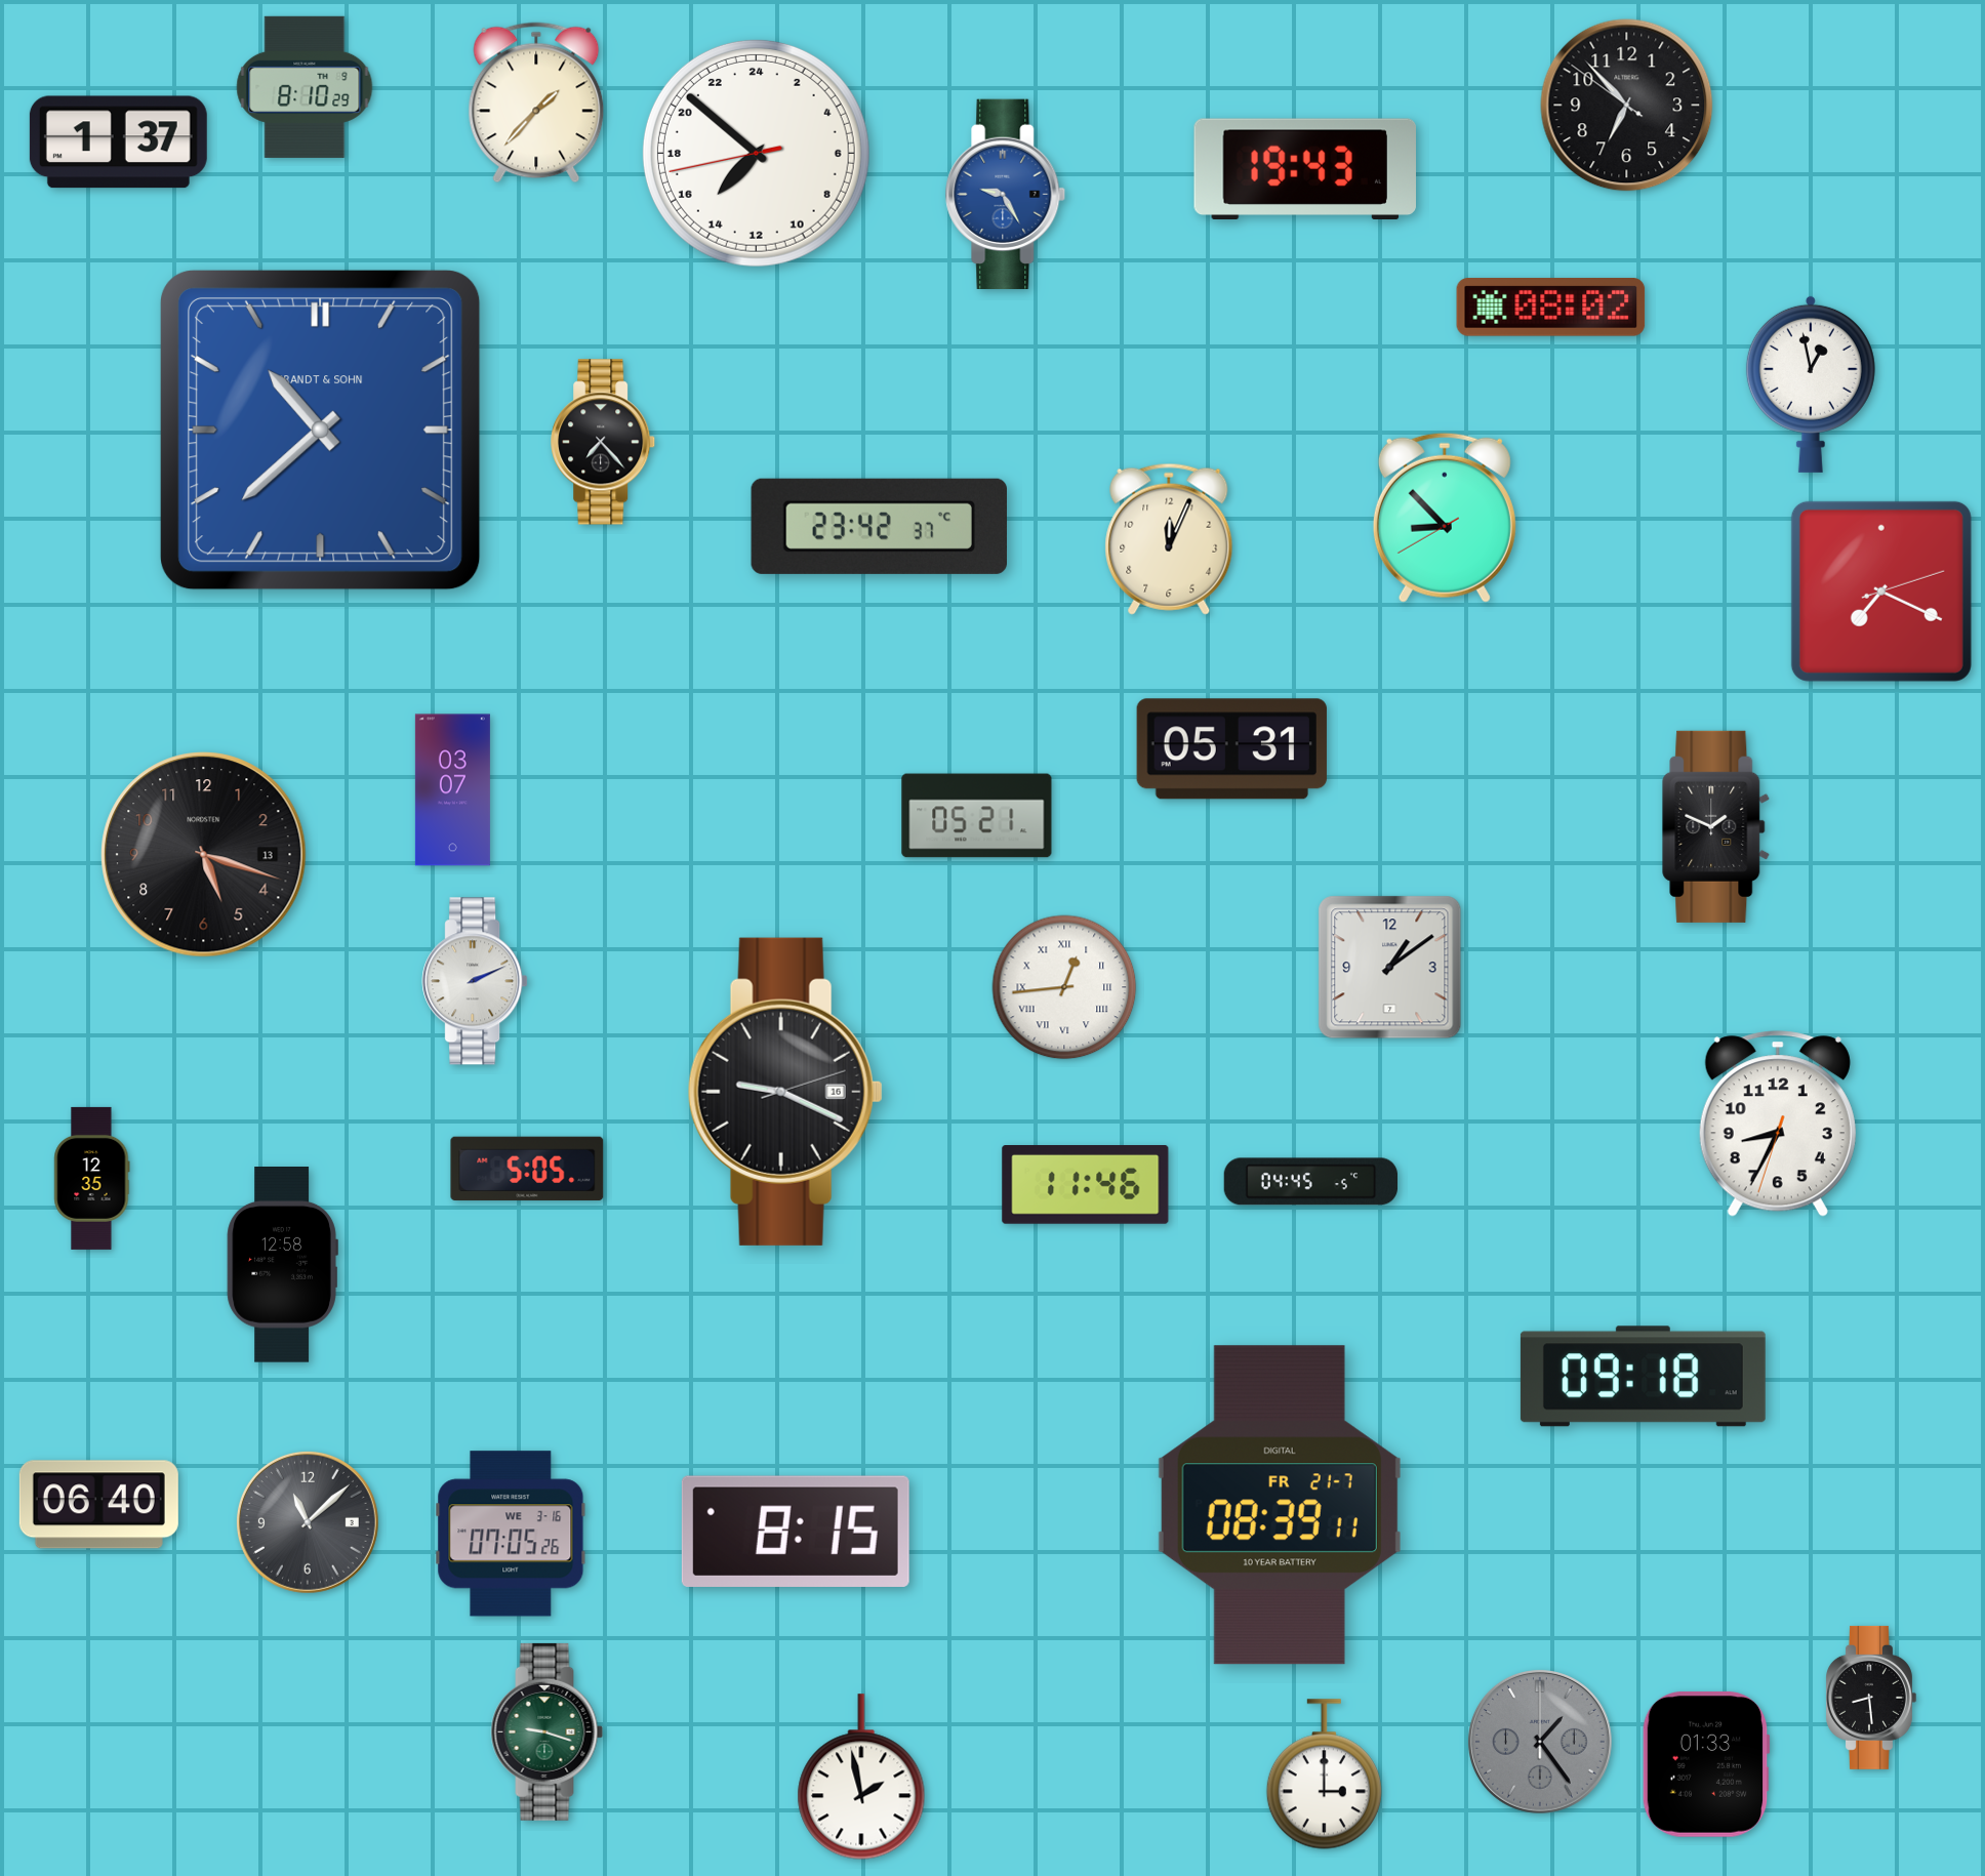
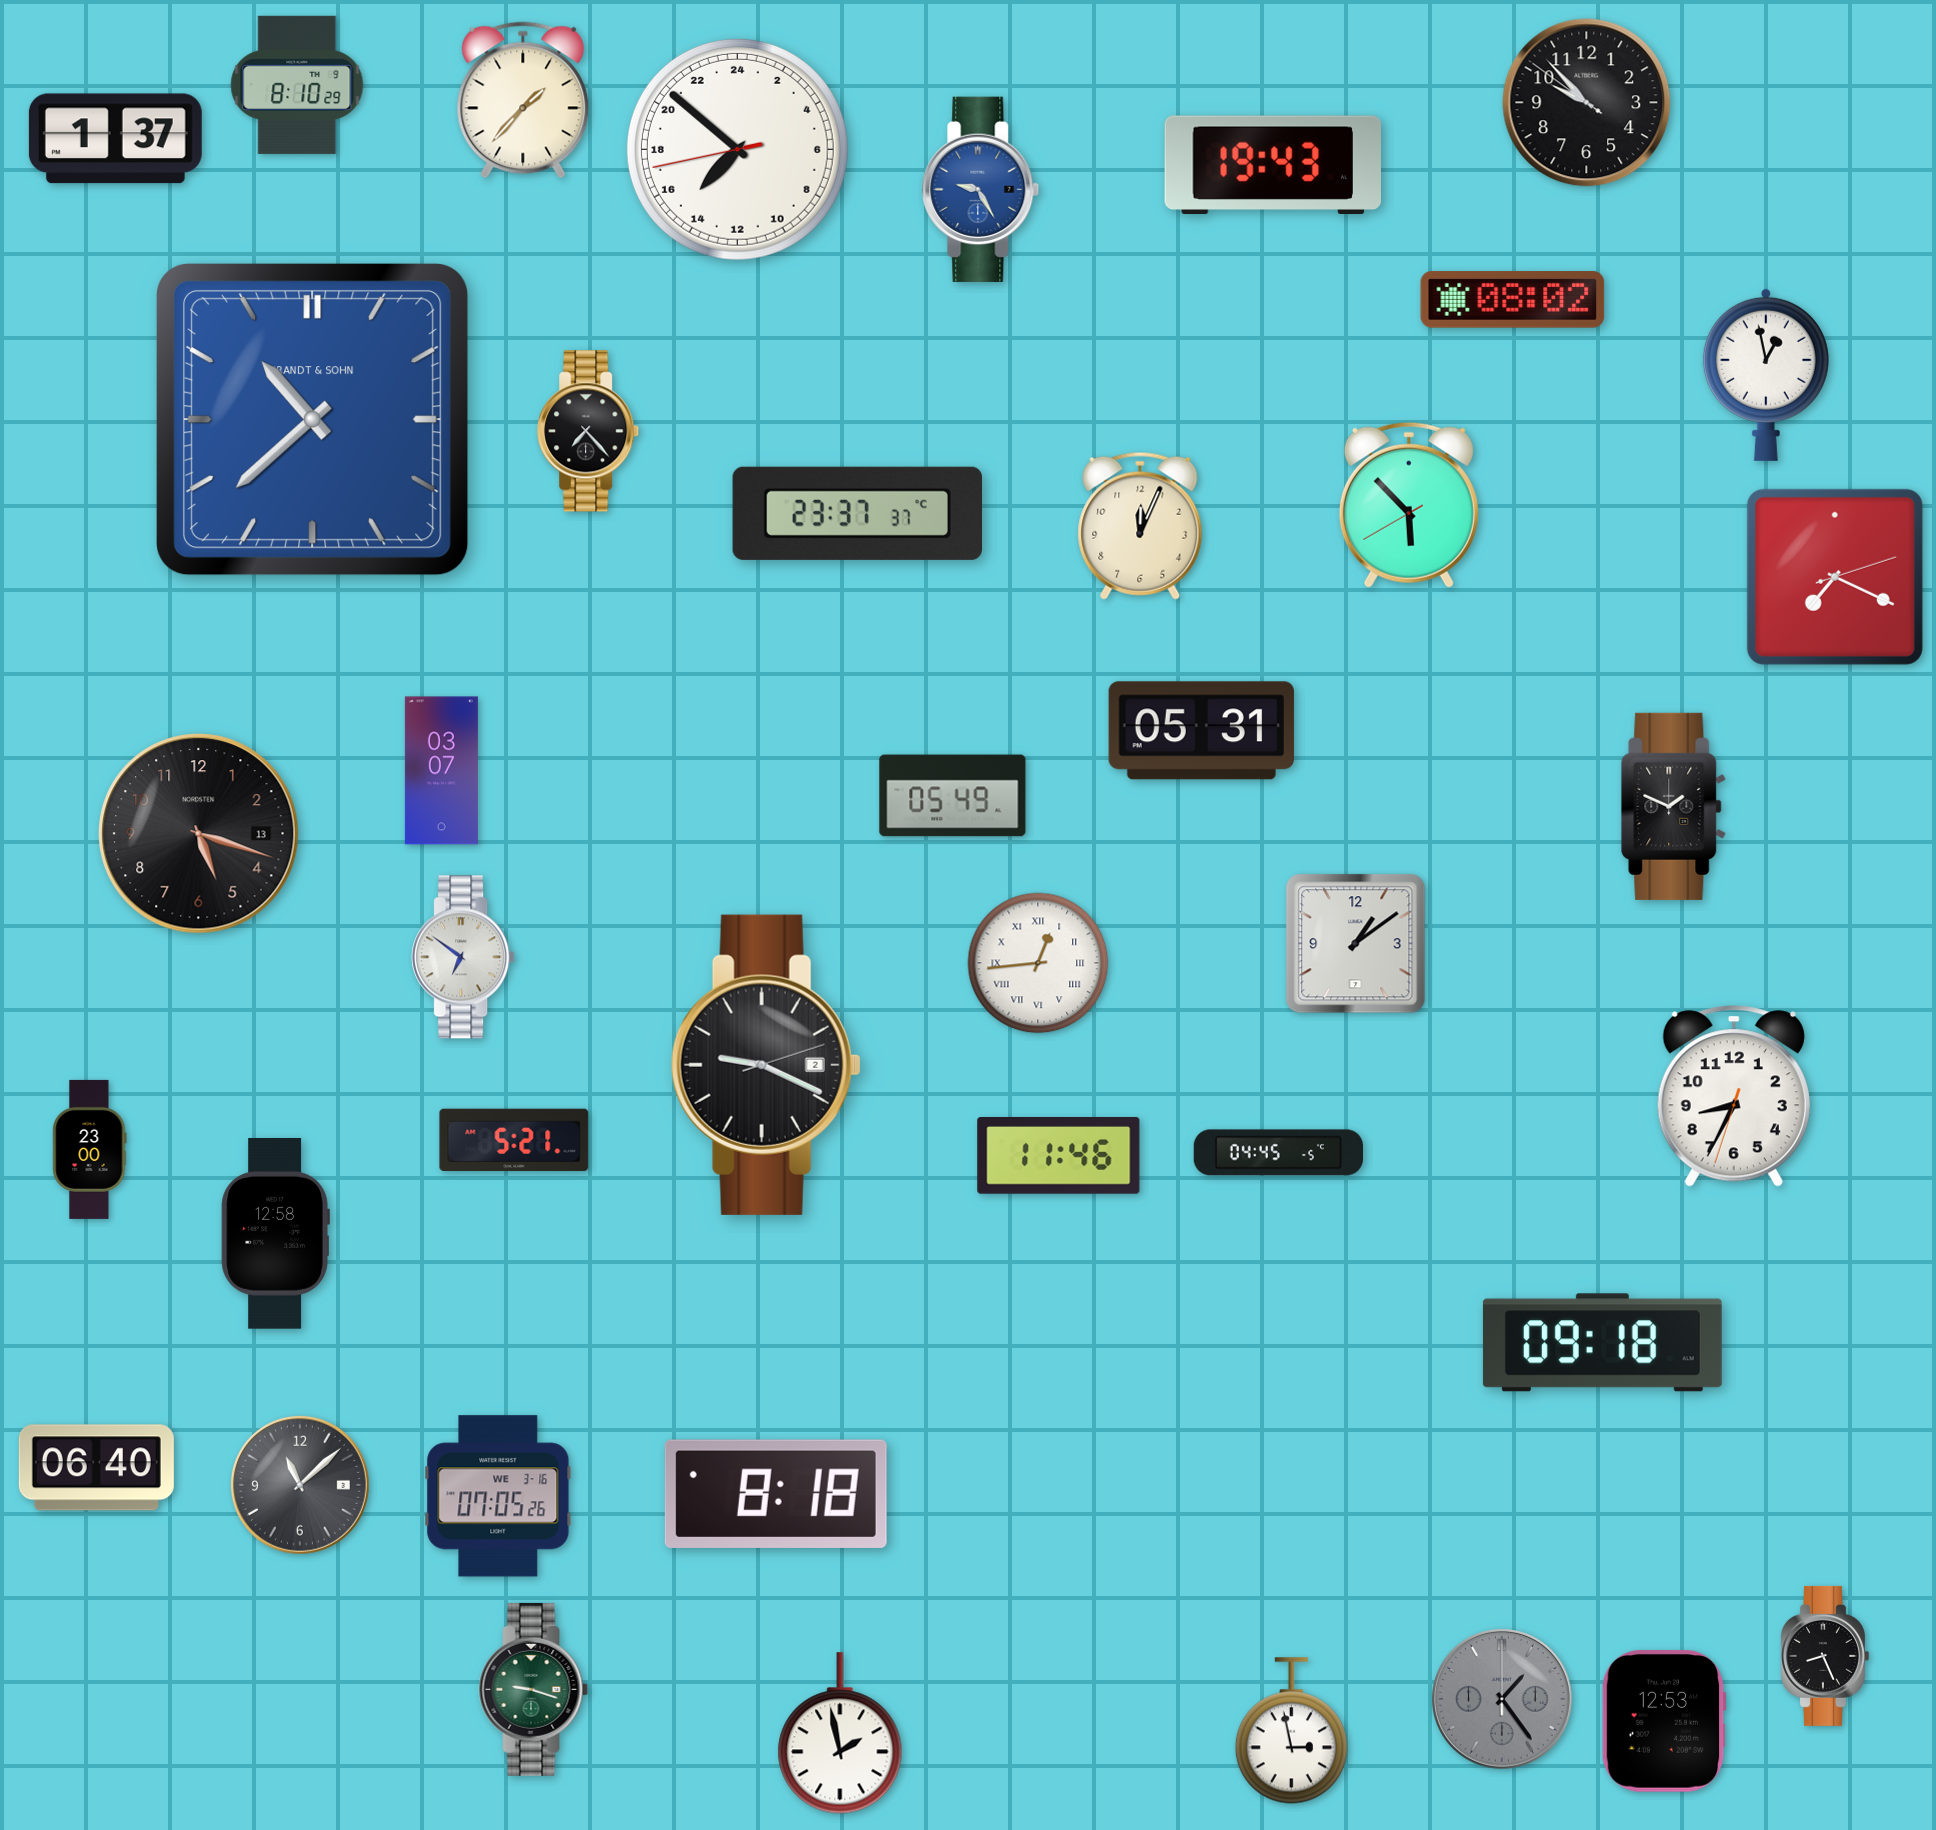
clock at (1627, 106): 6:52 -> 9:52
clock at (1445, 518): 8:52 -> 5:52
clock at (879, 526): 23:42 -> 23:37
clock at (977, 816): 05:21 -> 05:49
clock at (475, 981): 2:11 -> 6:51
clock at (785, 1092) date: 16 -> 2
clock at (527, 1169): 5:05 -> 5:21
clock at (92, 1178): 12:35 -> 23:00
clock at (1280, 1505): 08:39 -> none
clock at (796, 1532): 8:15 -> 8:18
clock at (1871, 1698): 8:29 -> 8:26
clock at (1706, 1765): 01:33 -> 12:53
clock at (1324, 1775): 3:00 -> 2:58
